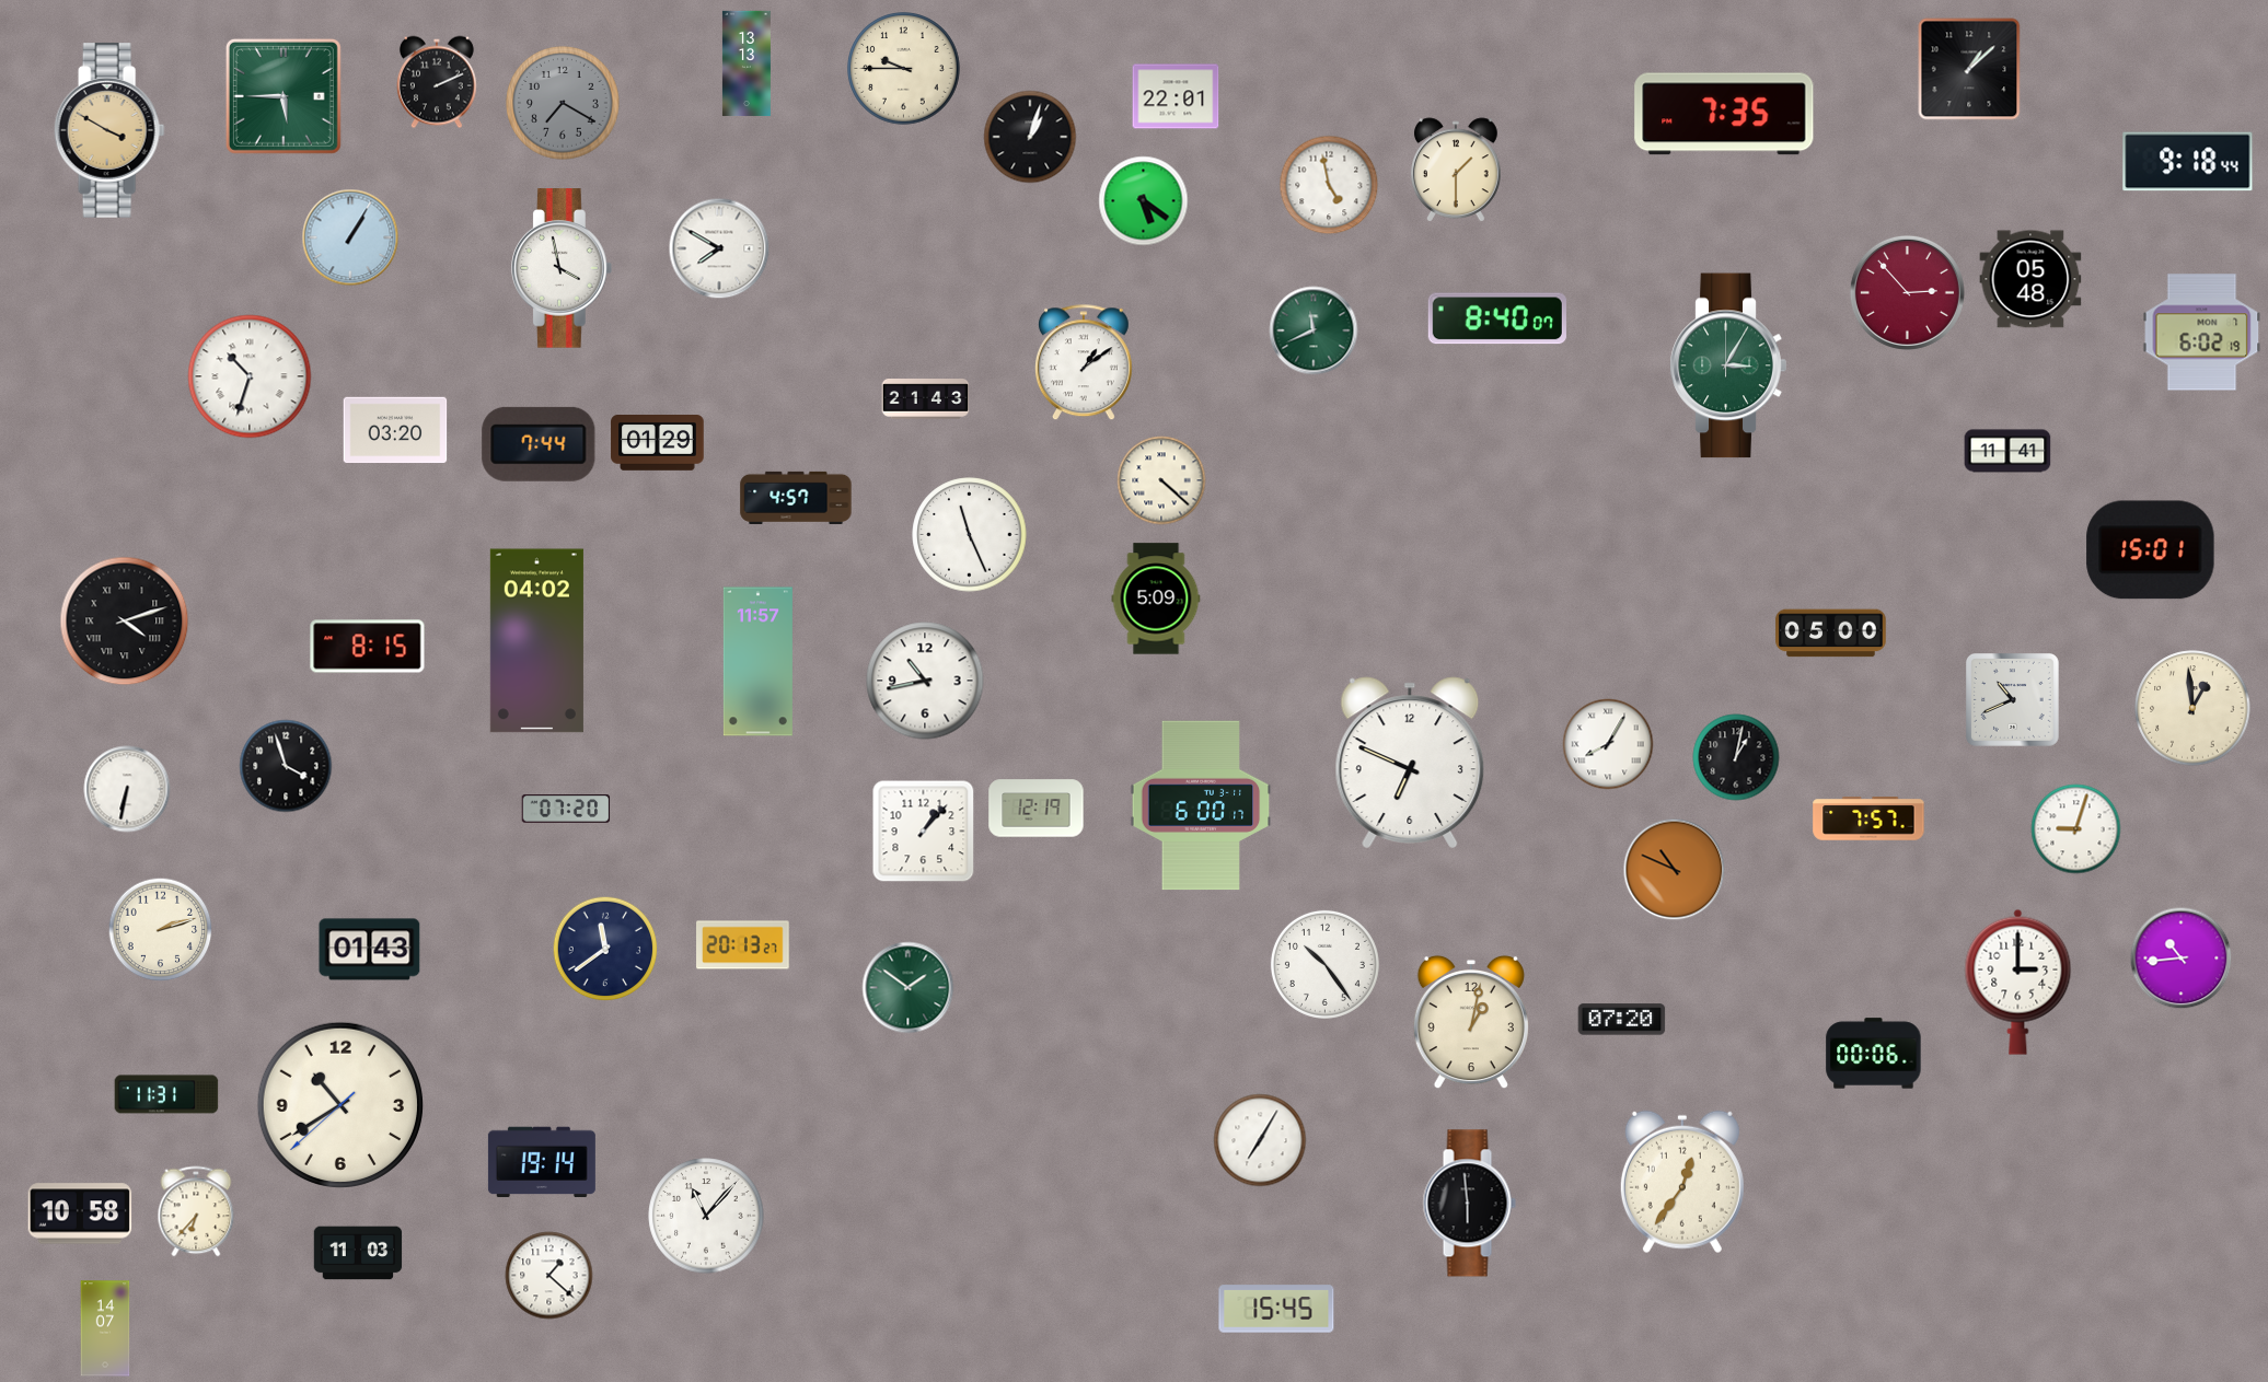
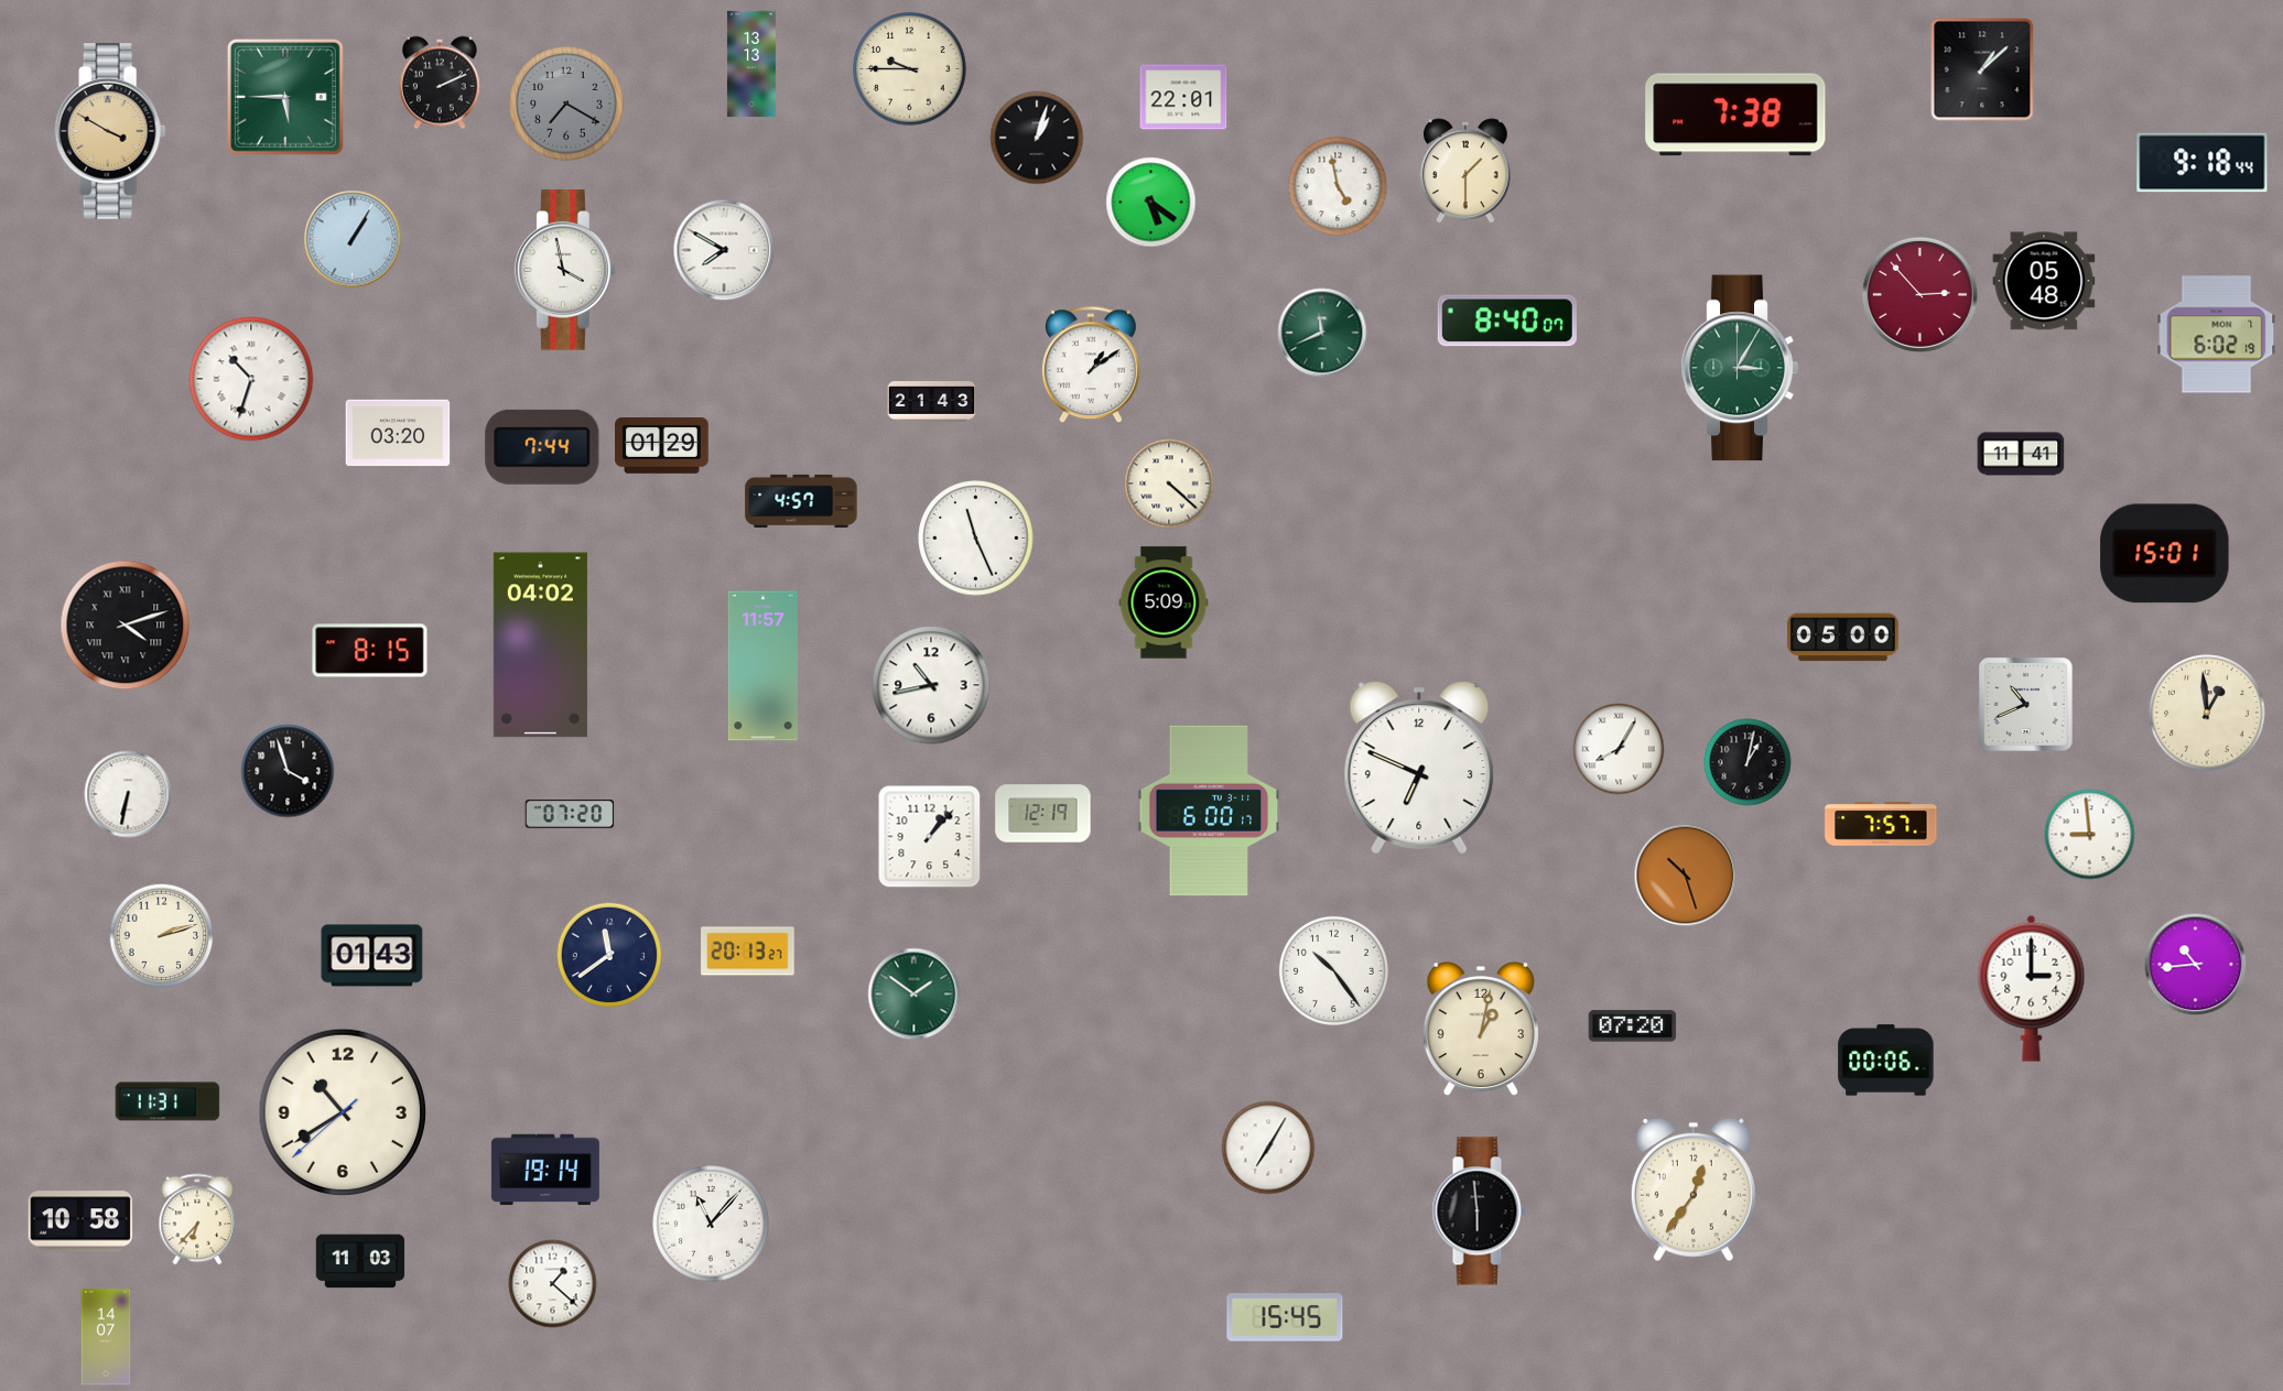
clock at (1724, 114): 7:35 -> 7:38
clock at (2076, 829): 9:03 -> 8:59
clock at (1675, 870): 10:49 -> 10:27
